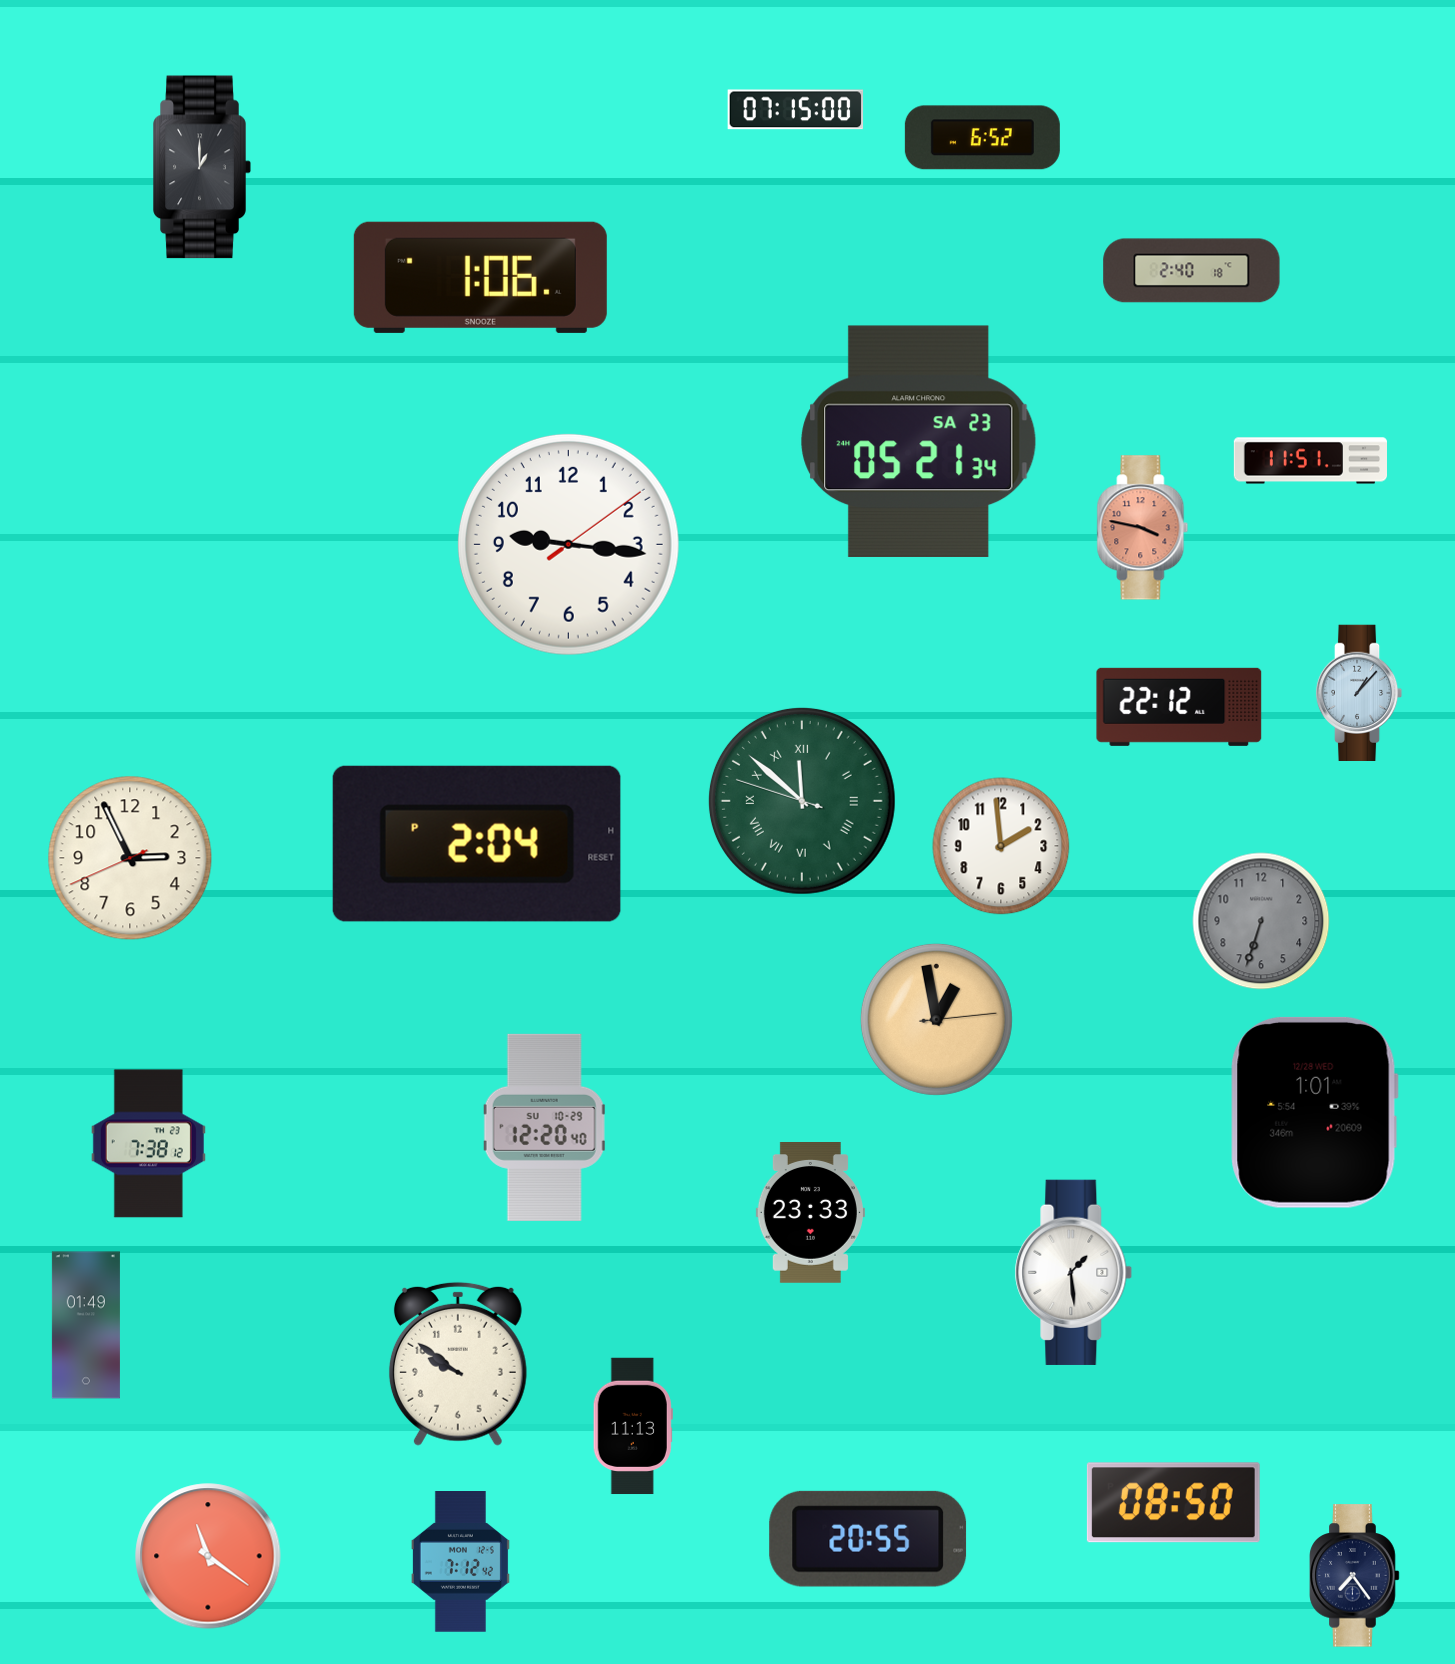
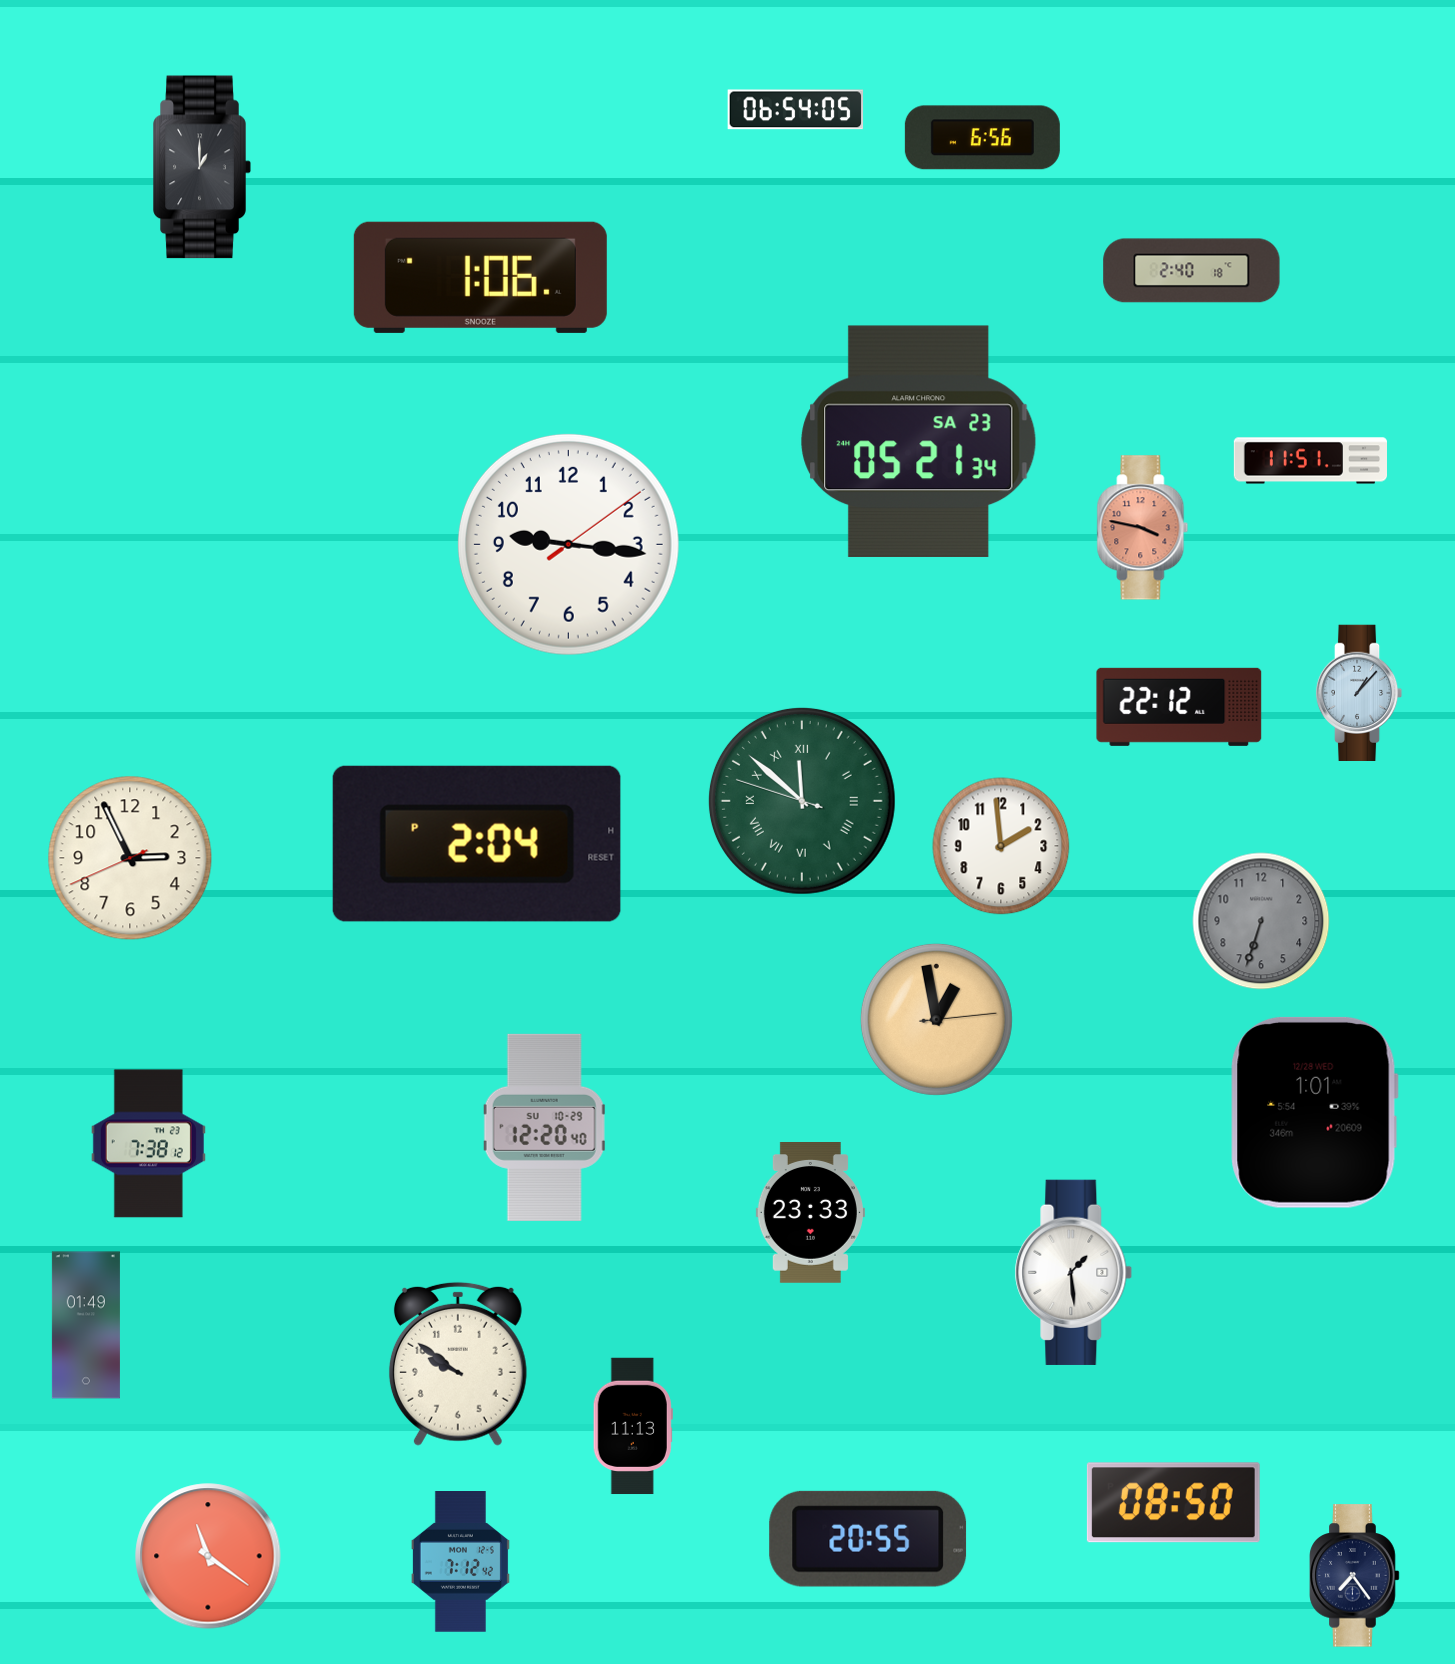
clock at (796, 110): 07:15 -> 06:54
clock at (982, 138): 6:52 -> 6:56
